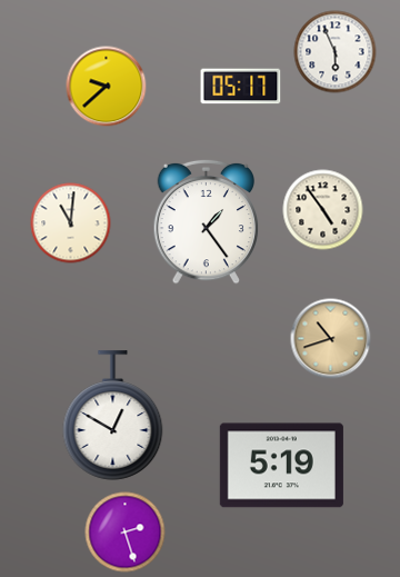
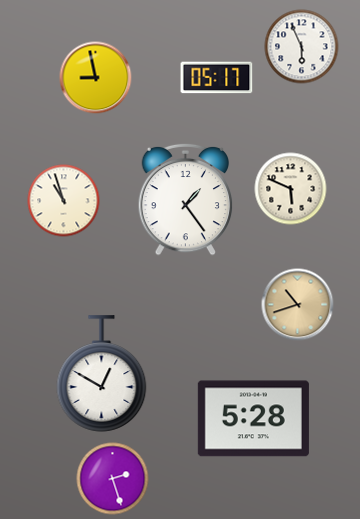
clock at (107, 87): 9:38 -> 8:58
clock at (323, 210): 4:54 -> 5:49
clock at (71, 223): 11:01 -> 10:57
clock at (281, 466): 5:19 -> 5:28
